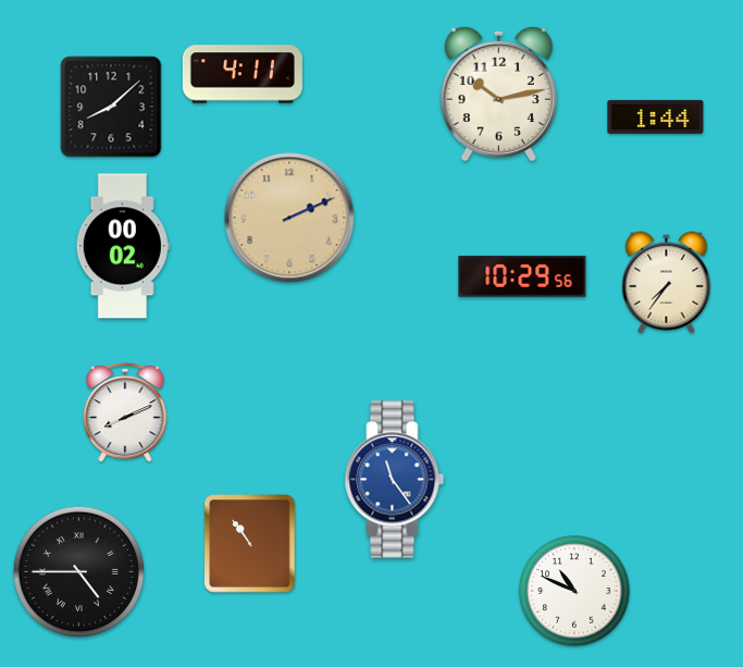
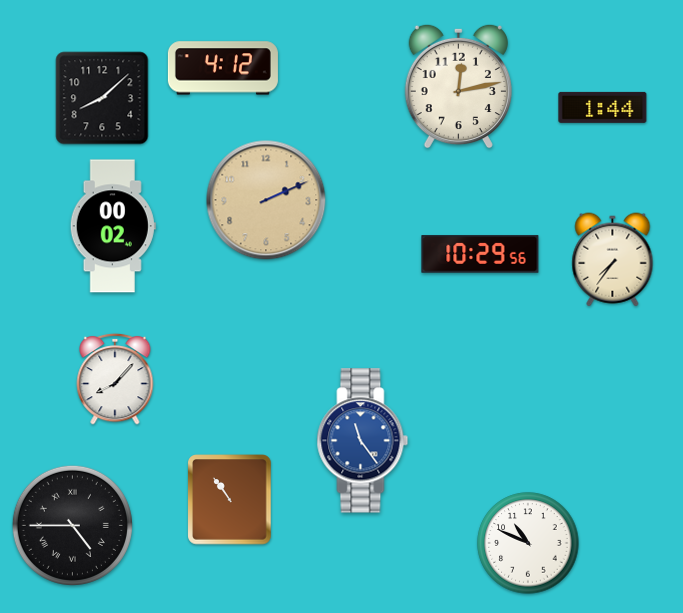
clock at (243, 74): 4:11 -> 4:12
clock at (498, 94): 10:13 -> 12:13
clock at (125, 412): 8:11 -> 8:07
